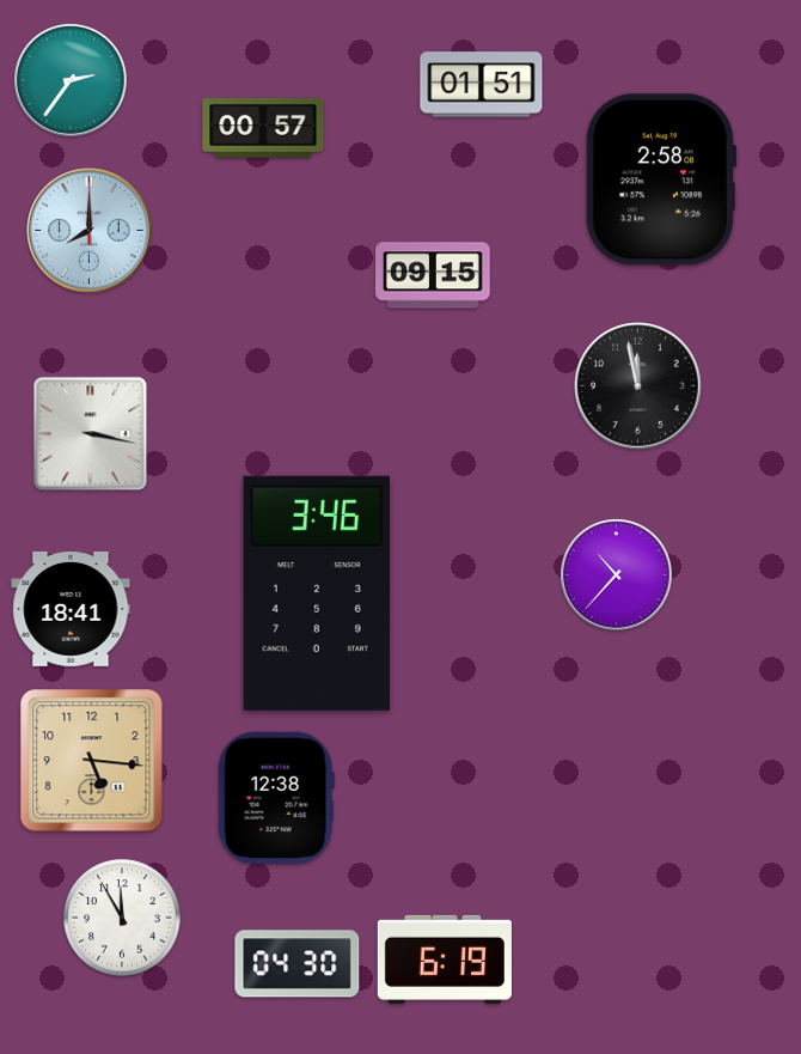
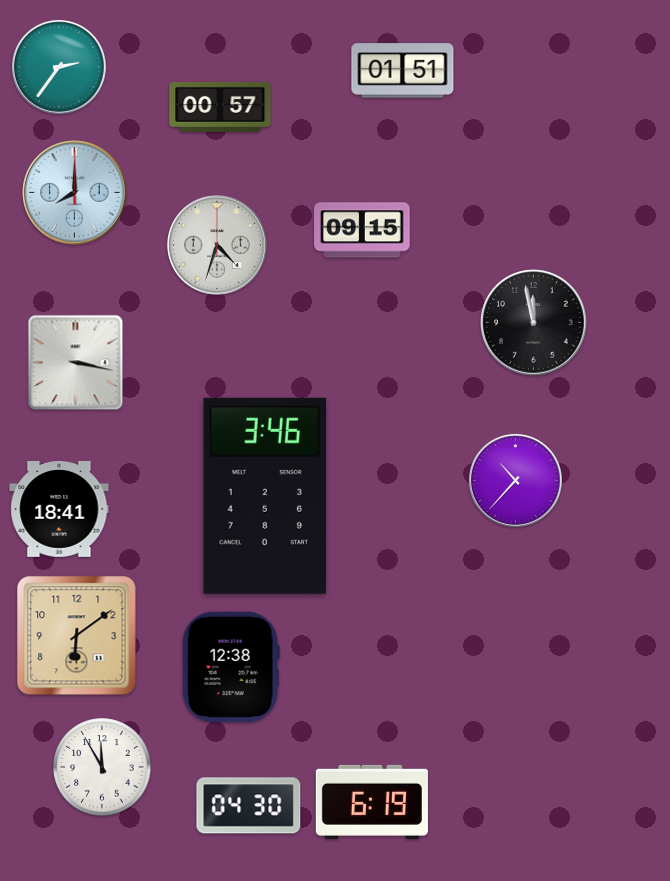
clock at (660, 179): 2:58 -> none
clock at (218, 246): none -> 4:33
clock at (92, 761): 5:16 -> 6:09
